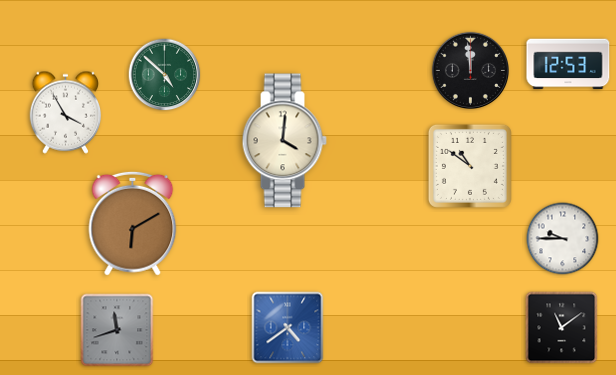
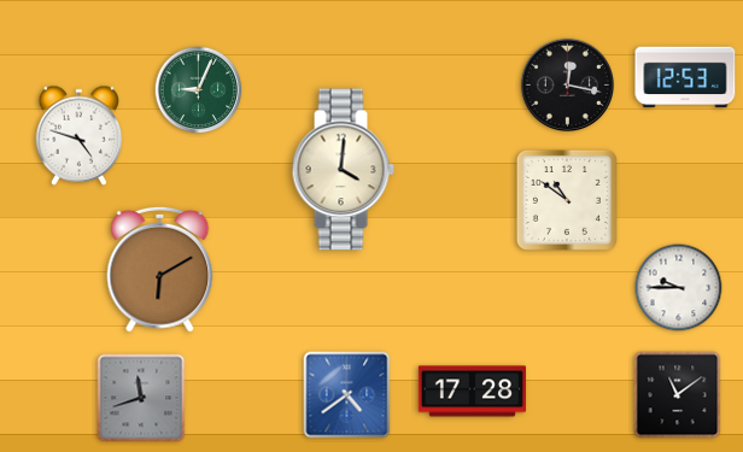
clock at (470, 70): 11:59 -> 12:17
clock at (165, 75): 4:52 -> 9:04
clock at (66, 112): 3:55 -> 4:48
clock at (472, 392): none -> 17:28
